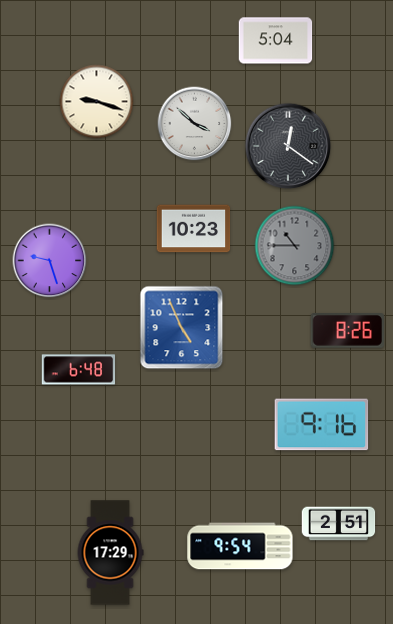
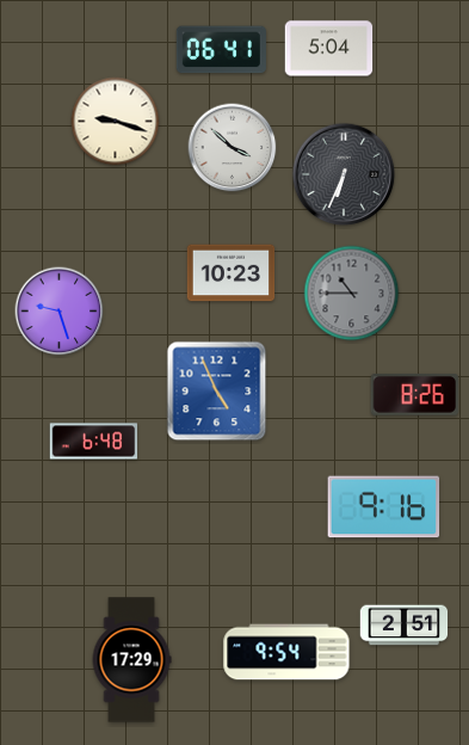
clock at (221, 50): none -> 06:41
clock at (288, 146): 12:21 -> 6:34
